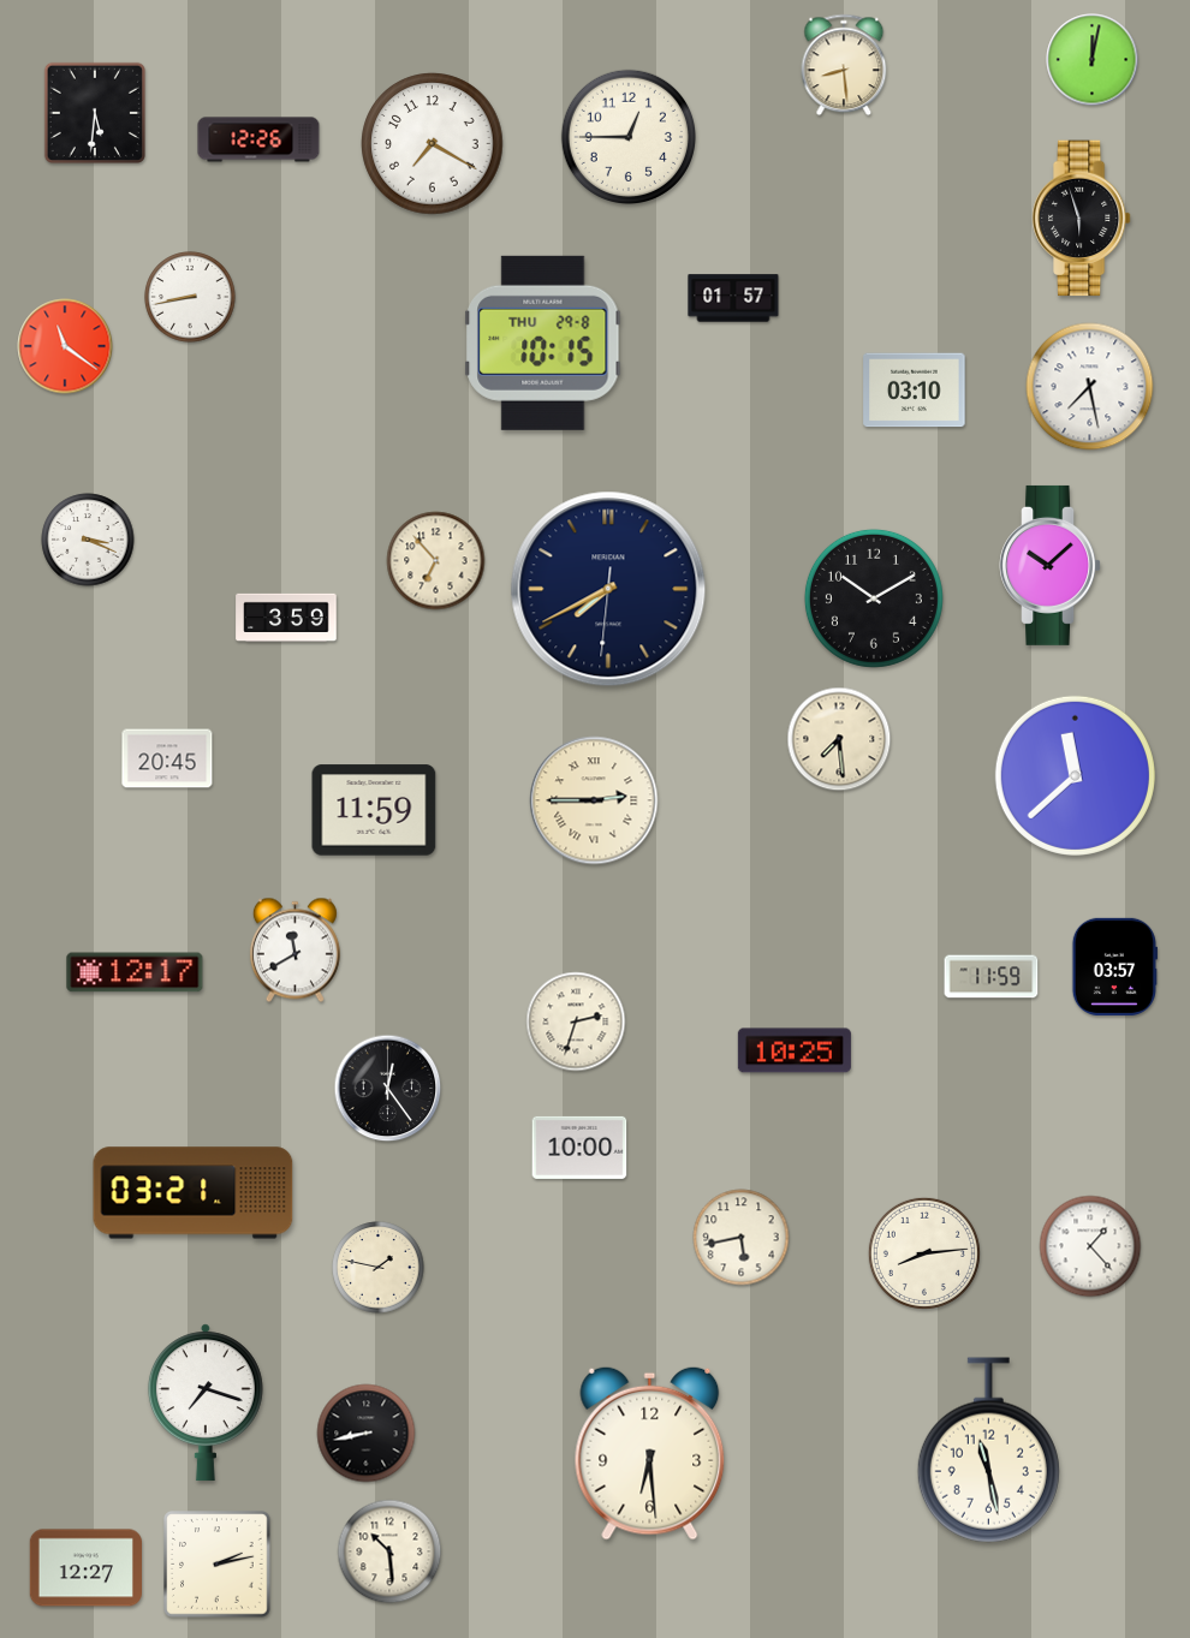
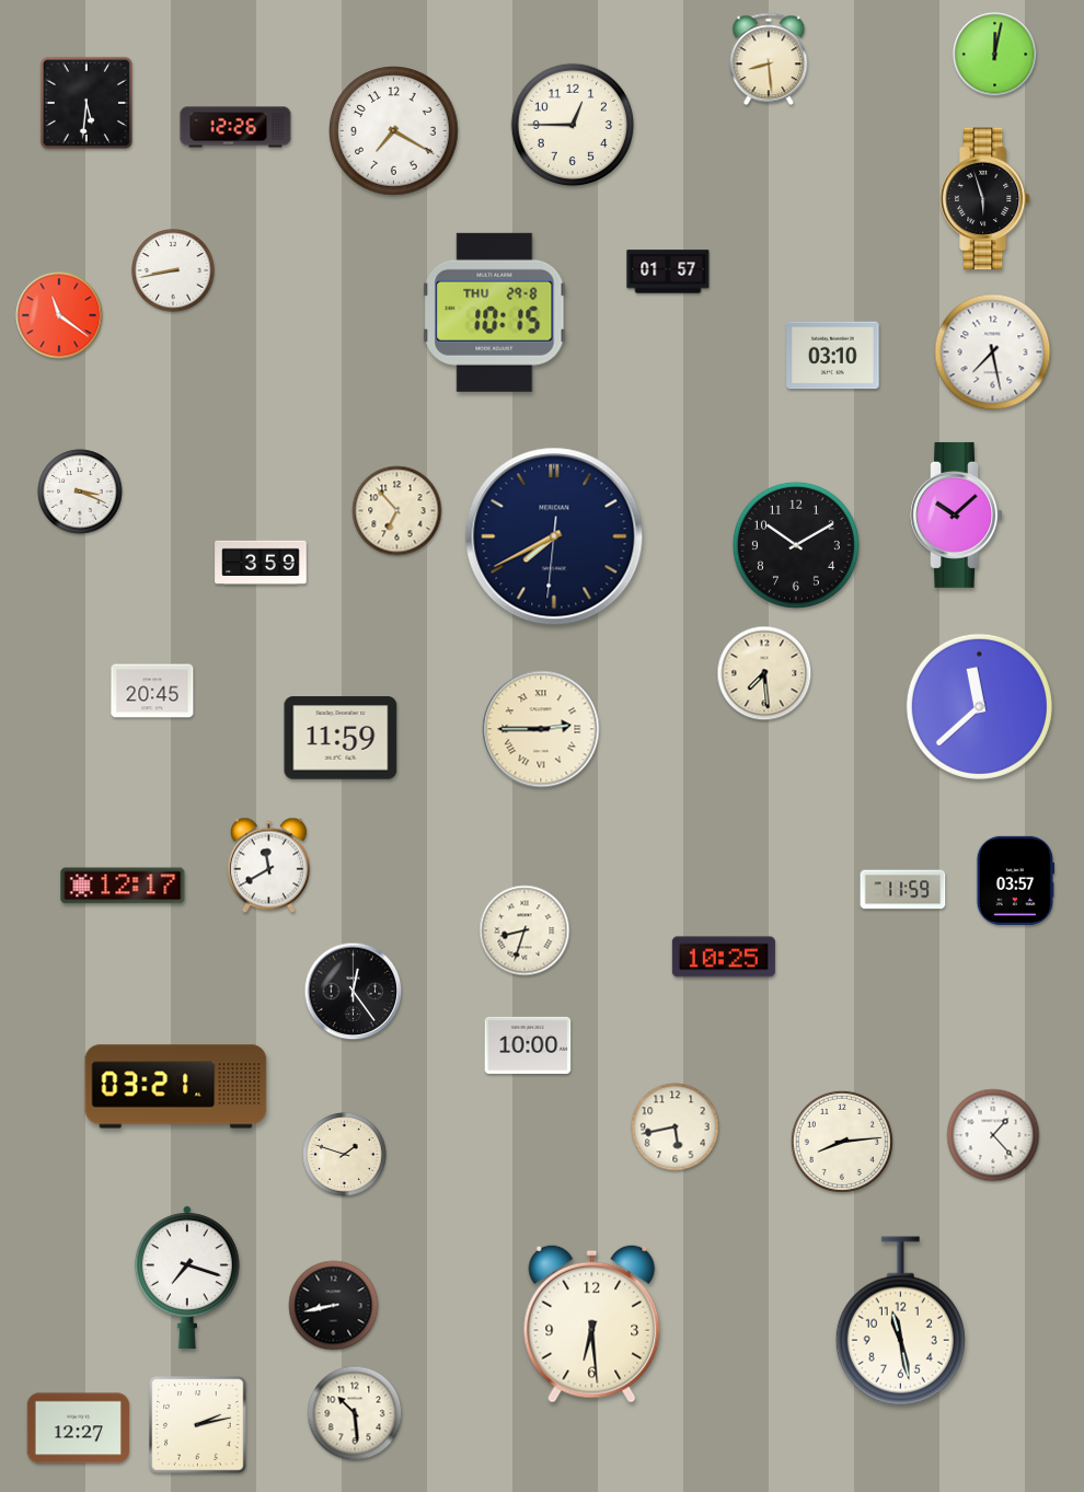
clock at (576, 1021): 2:33 -> 8:33
clock at (379, 1268): 1:47 -> 1:48
